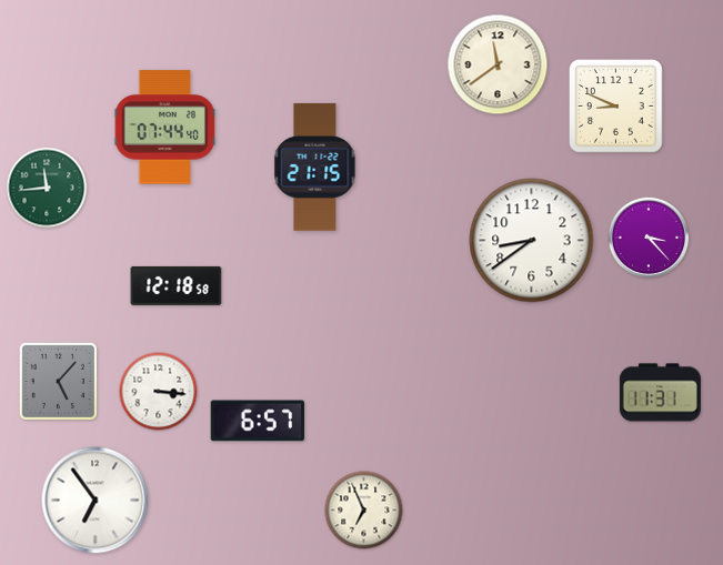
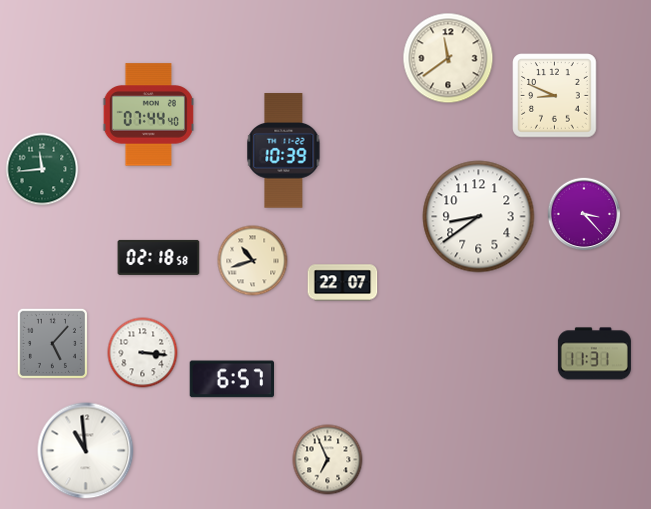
clock at (315, 168): 21:15 -> 10:39
clock at (177, 285): 12:18 -> 02:18
clock at (253, 261): none -> 10:42
clock at (343, 283): none -> 22:07
clock at (96, 501): 6:54 -> 10:59
